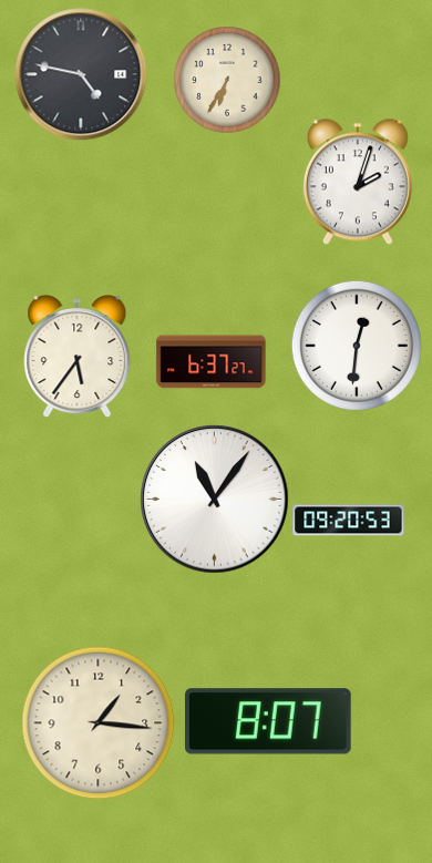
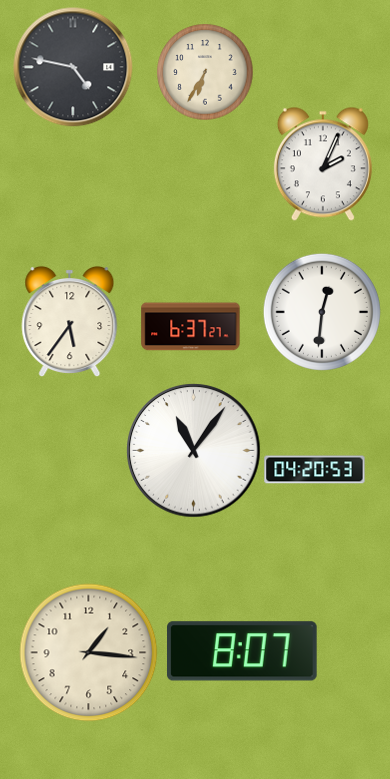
clock at (358, 182): 2:03 -> 2:04
clock at (349, 521): 09:20 -> 04:20
